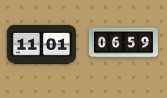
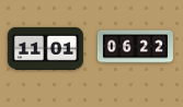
clock at (123, 43): 06:59 -> 06:22
